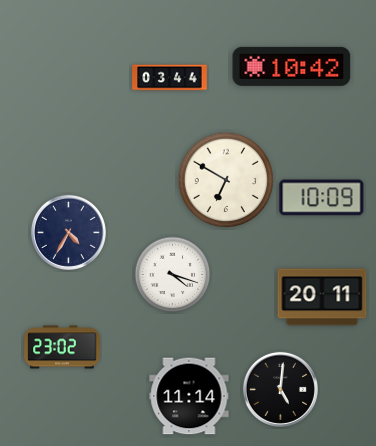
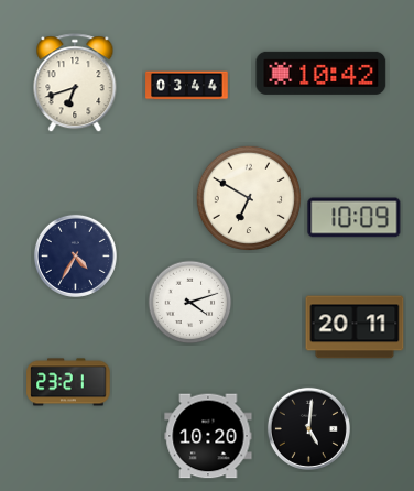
clock at (75, 84): none -> 6:42
clock at (173, 275): 4:18 -> 4:12
clock at (62, 347): 23:02 -> 23:21
clock at (189, 396): 11:14 -> 10:20
